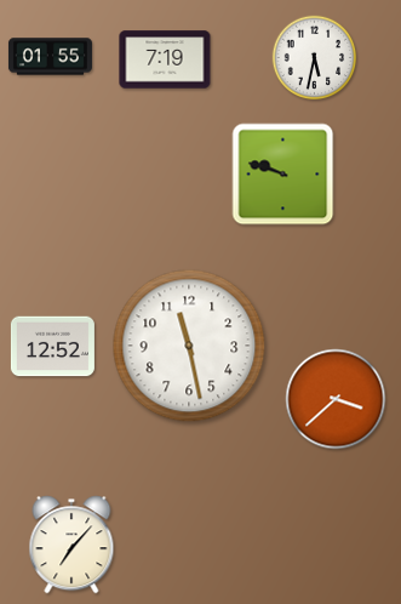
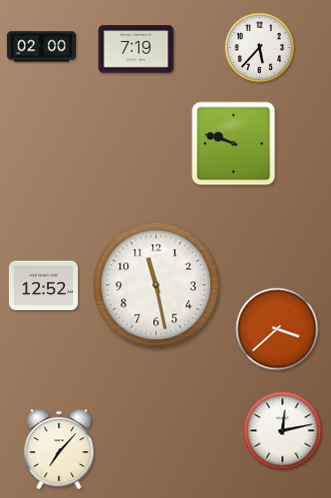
clock at (50, 57): 01:55 -> 02:00
clock at (315, 58): 5:32 -> 5:37
clock at (283, 431): none -> 12:13
